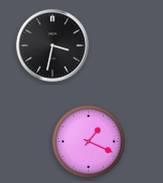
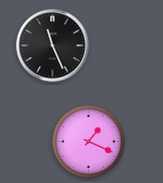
clock at (53, 46): 3:32 -> 11:26
